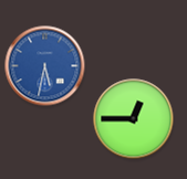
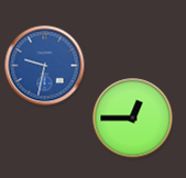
clock at (45, 66): 5:32 -> 9:32
